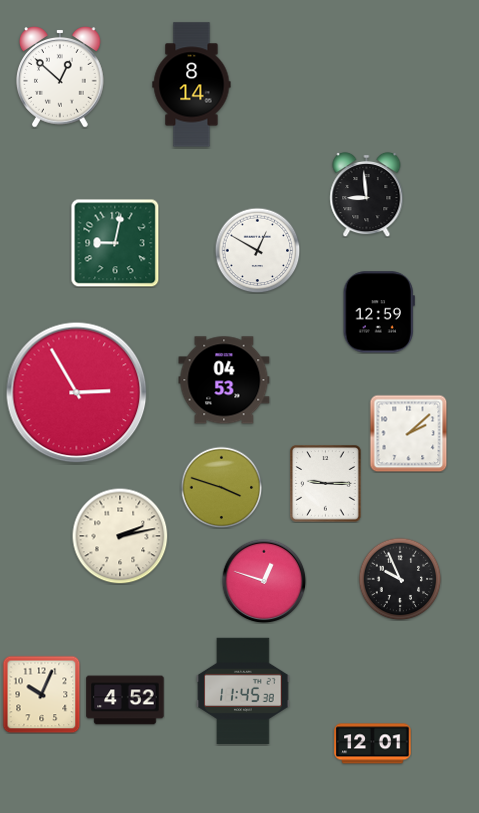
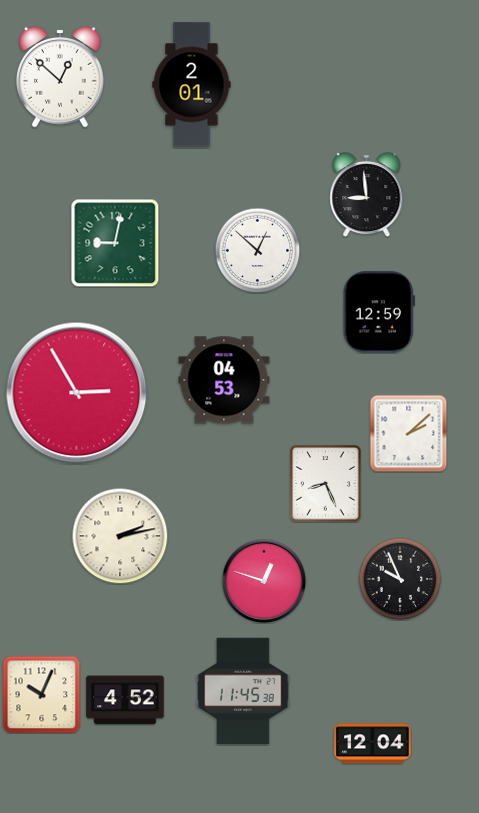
clock at (192, 85): 8:14 -> 2:01
clock at (257, 250): 12:50 -> 12:52
clock at (326, 484): 9:15 -> 8:26
clock at (221, 487): 3:48 -> none
clock at (373, 744): 12:01 -> 12:04
